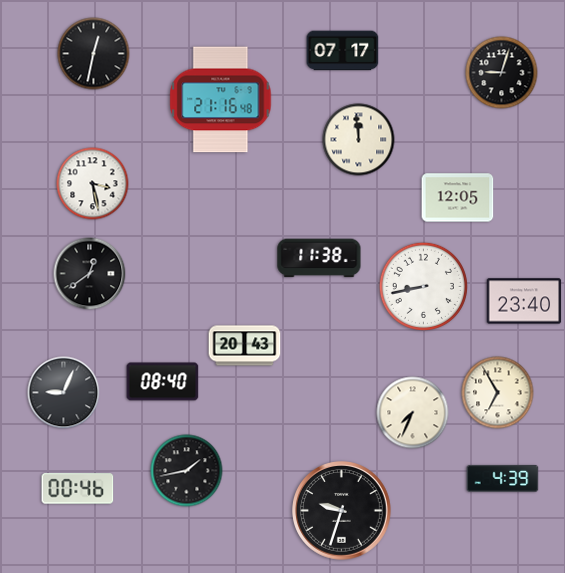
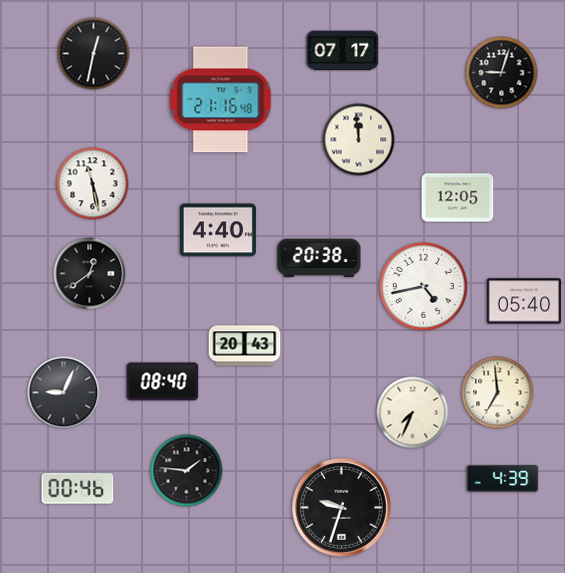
clock at (93, 184): 3:28 -> 11:28
clock at (218, 230): none -> 4:40
clock at (319, 258): 11:38 -> 20:38
clock at (423, 286): 8:43 -> 4:43
clock at (524, 301): 23:40 -> 05:40
clock at (498, 393): 6:55 -> 6:59
clock at (187, 471): 1:43 -> 1:46
clock at (342, 511) position: (342, 511) -> (342, 508)
